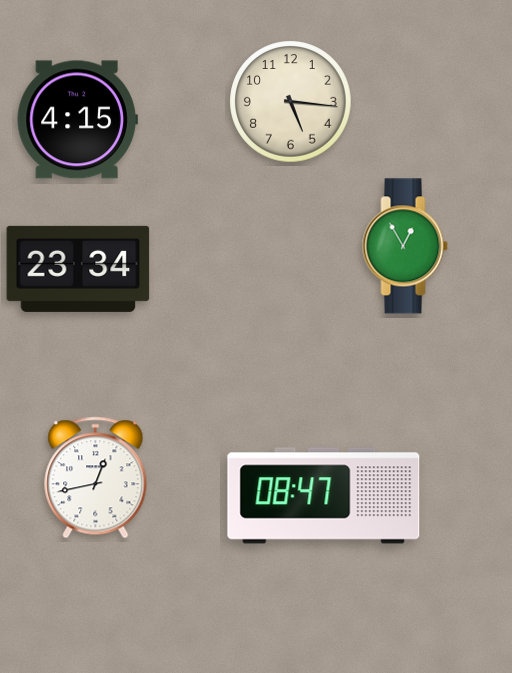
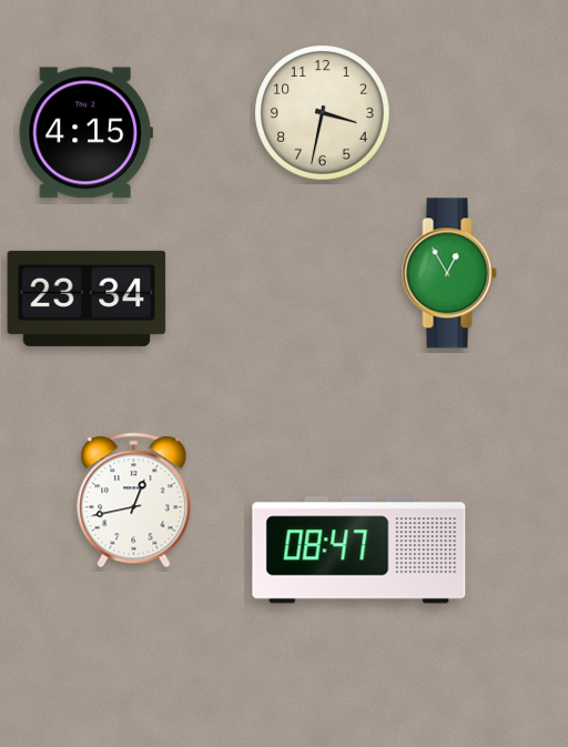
clock at (291, 102): 5:16 -> 3:32
clock at (96, 478) position: (96, 478) -> (134, 501)
